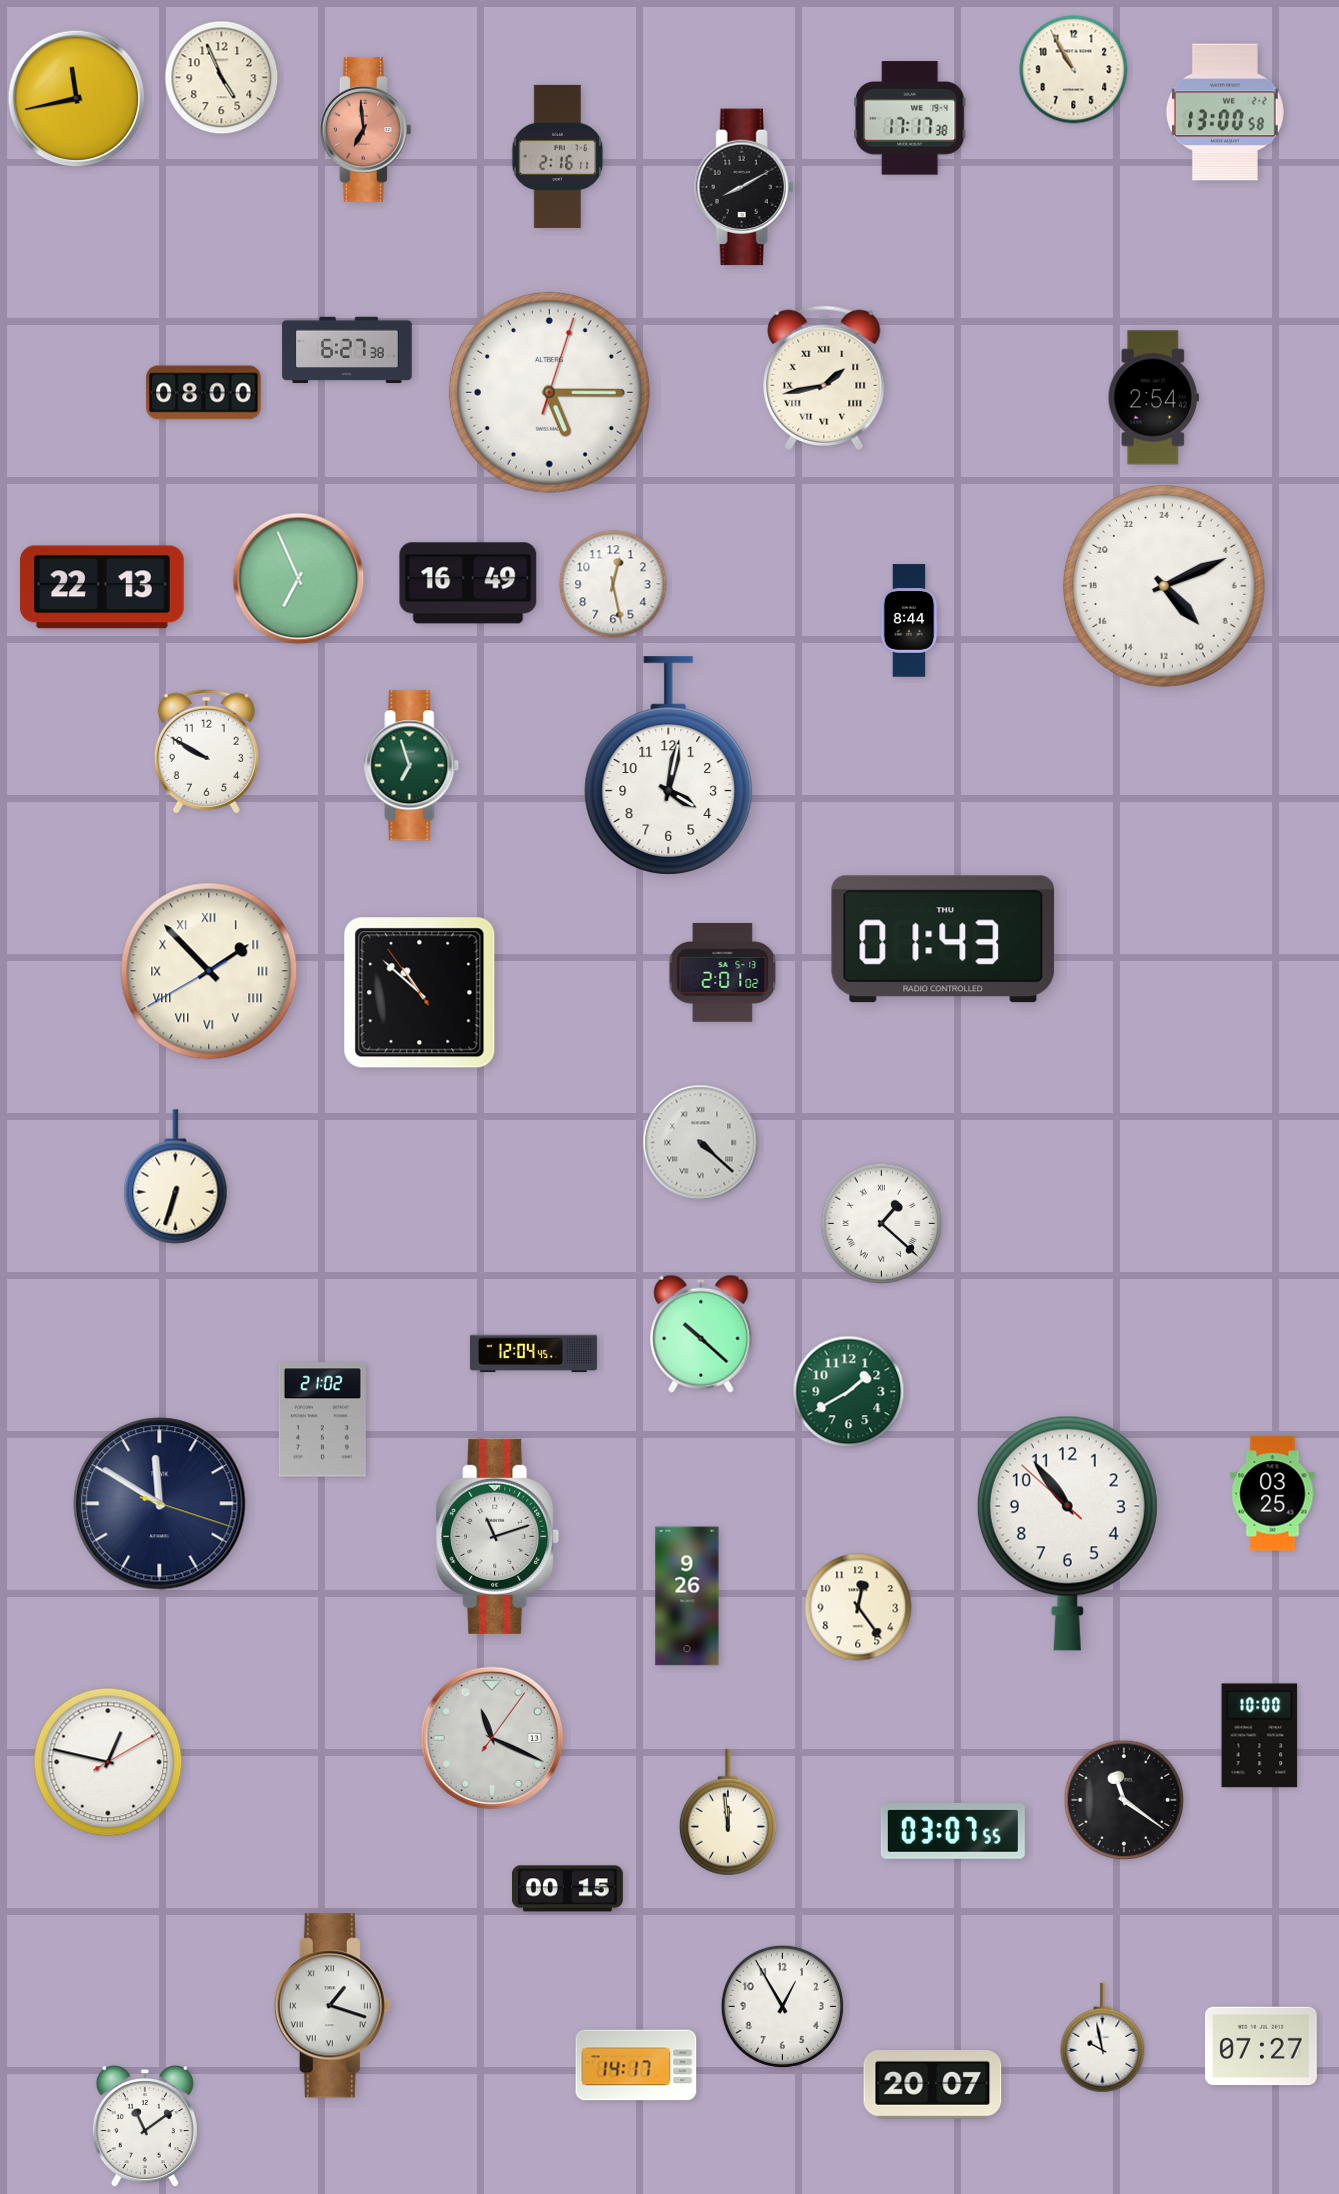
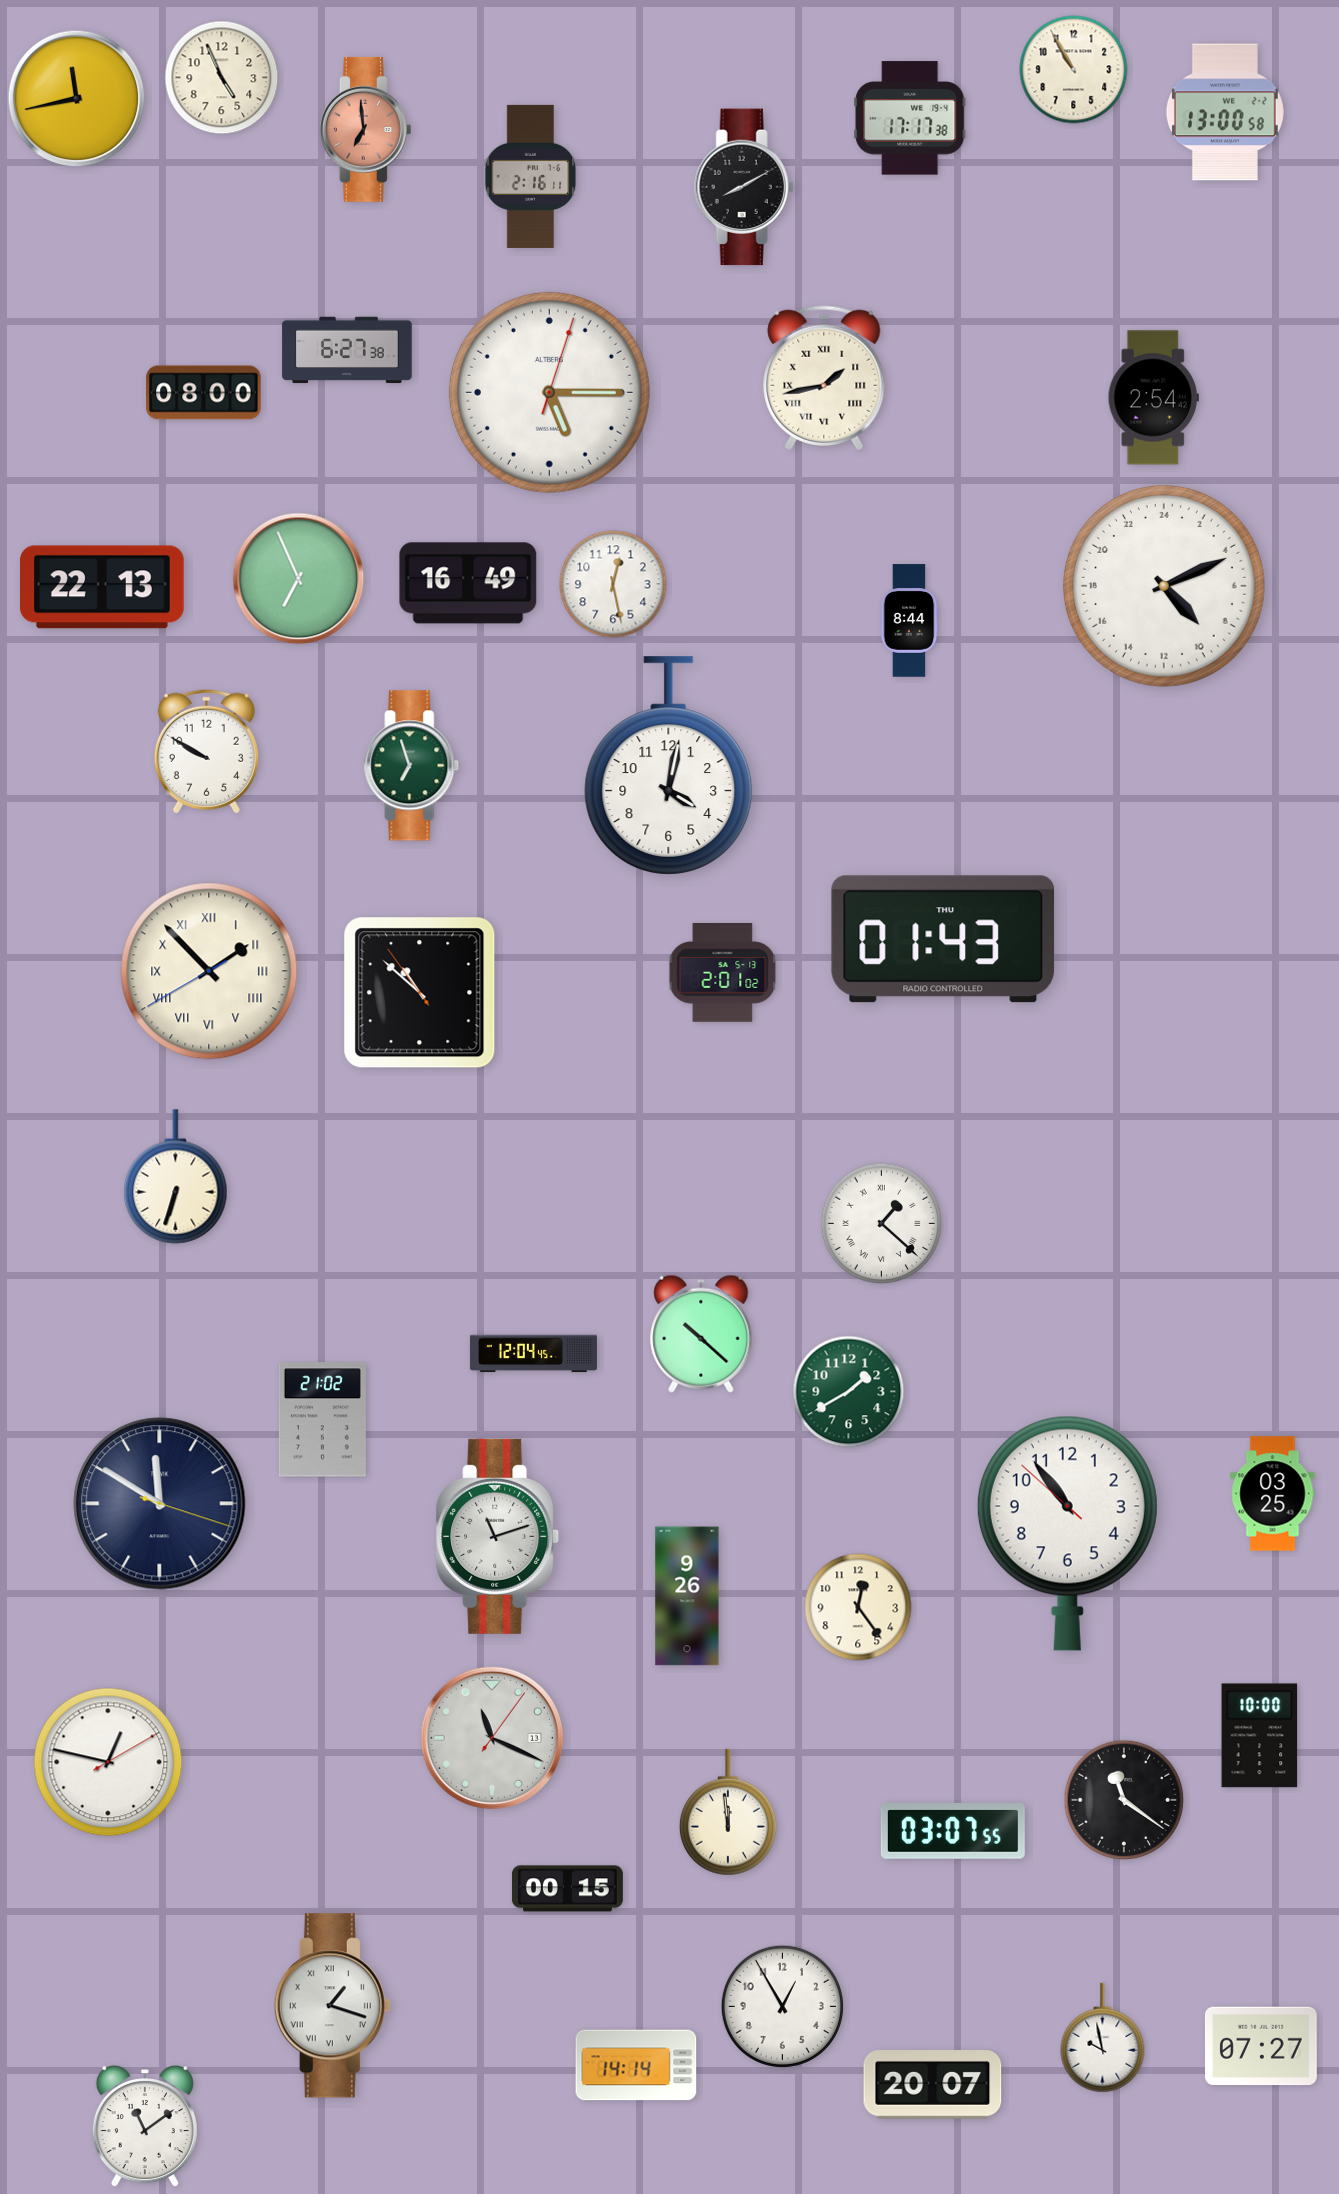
clock at (558, 156) position: (558, 156) -> (531, 176)
clock at (701, 1143): 4:22 -> none
clock at (636, 2065): 14:17 -> 14:14
